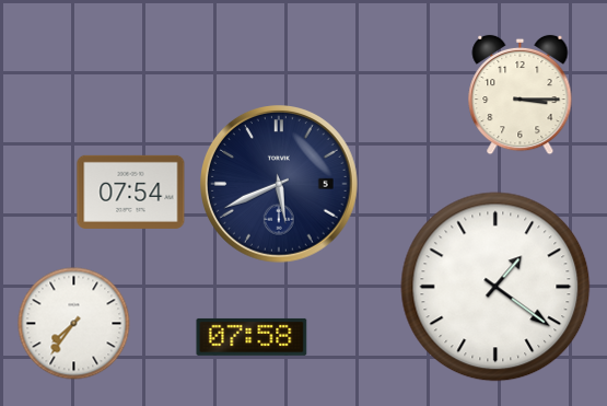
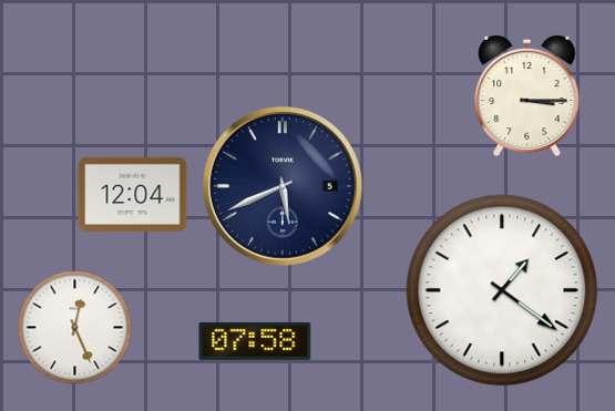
clock at (131, 192): 07:54 -> 12:04
clock at (74, 324): 7:36 -> 12:26
